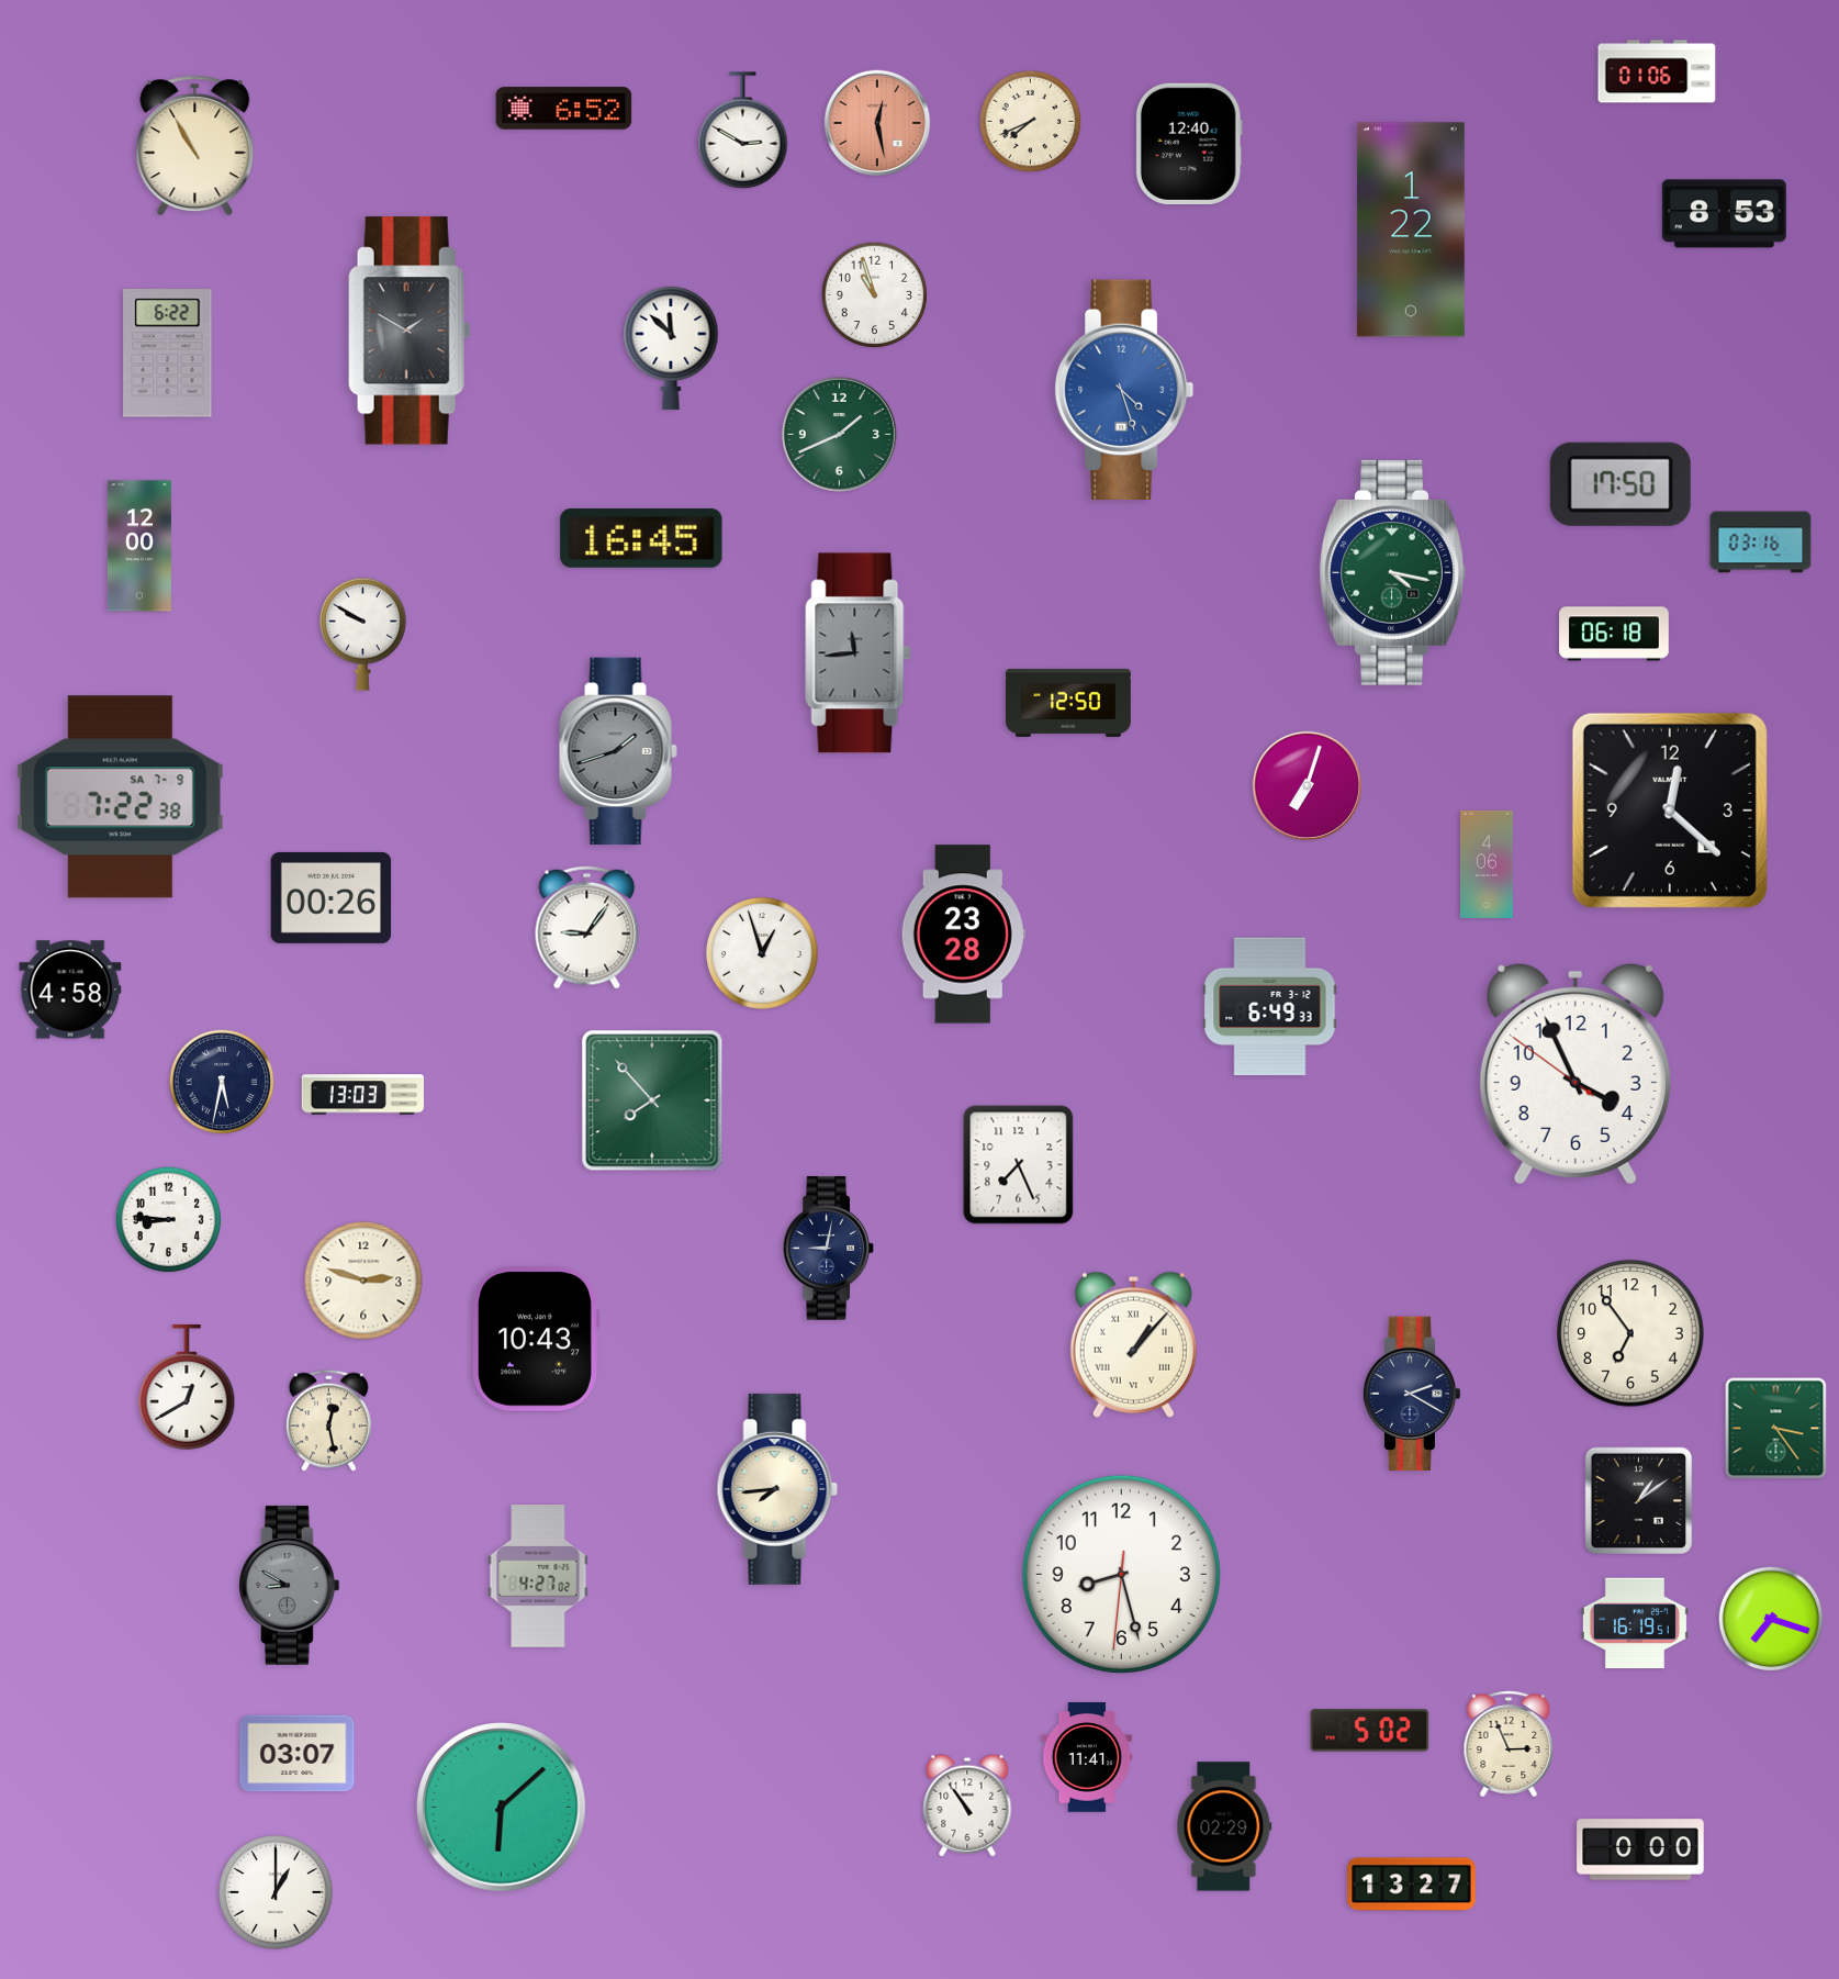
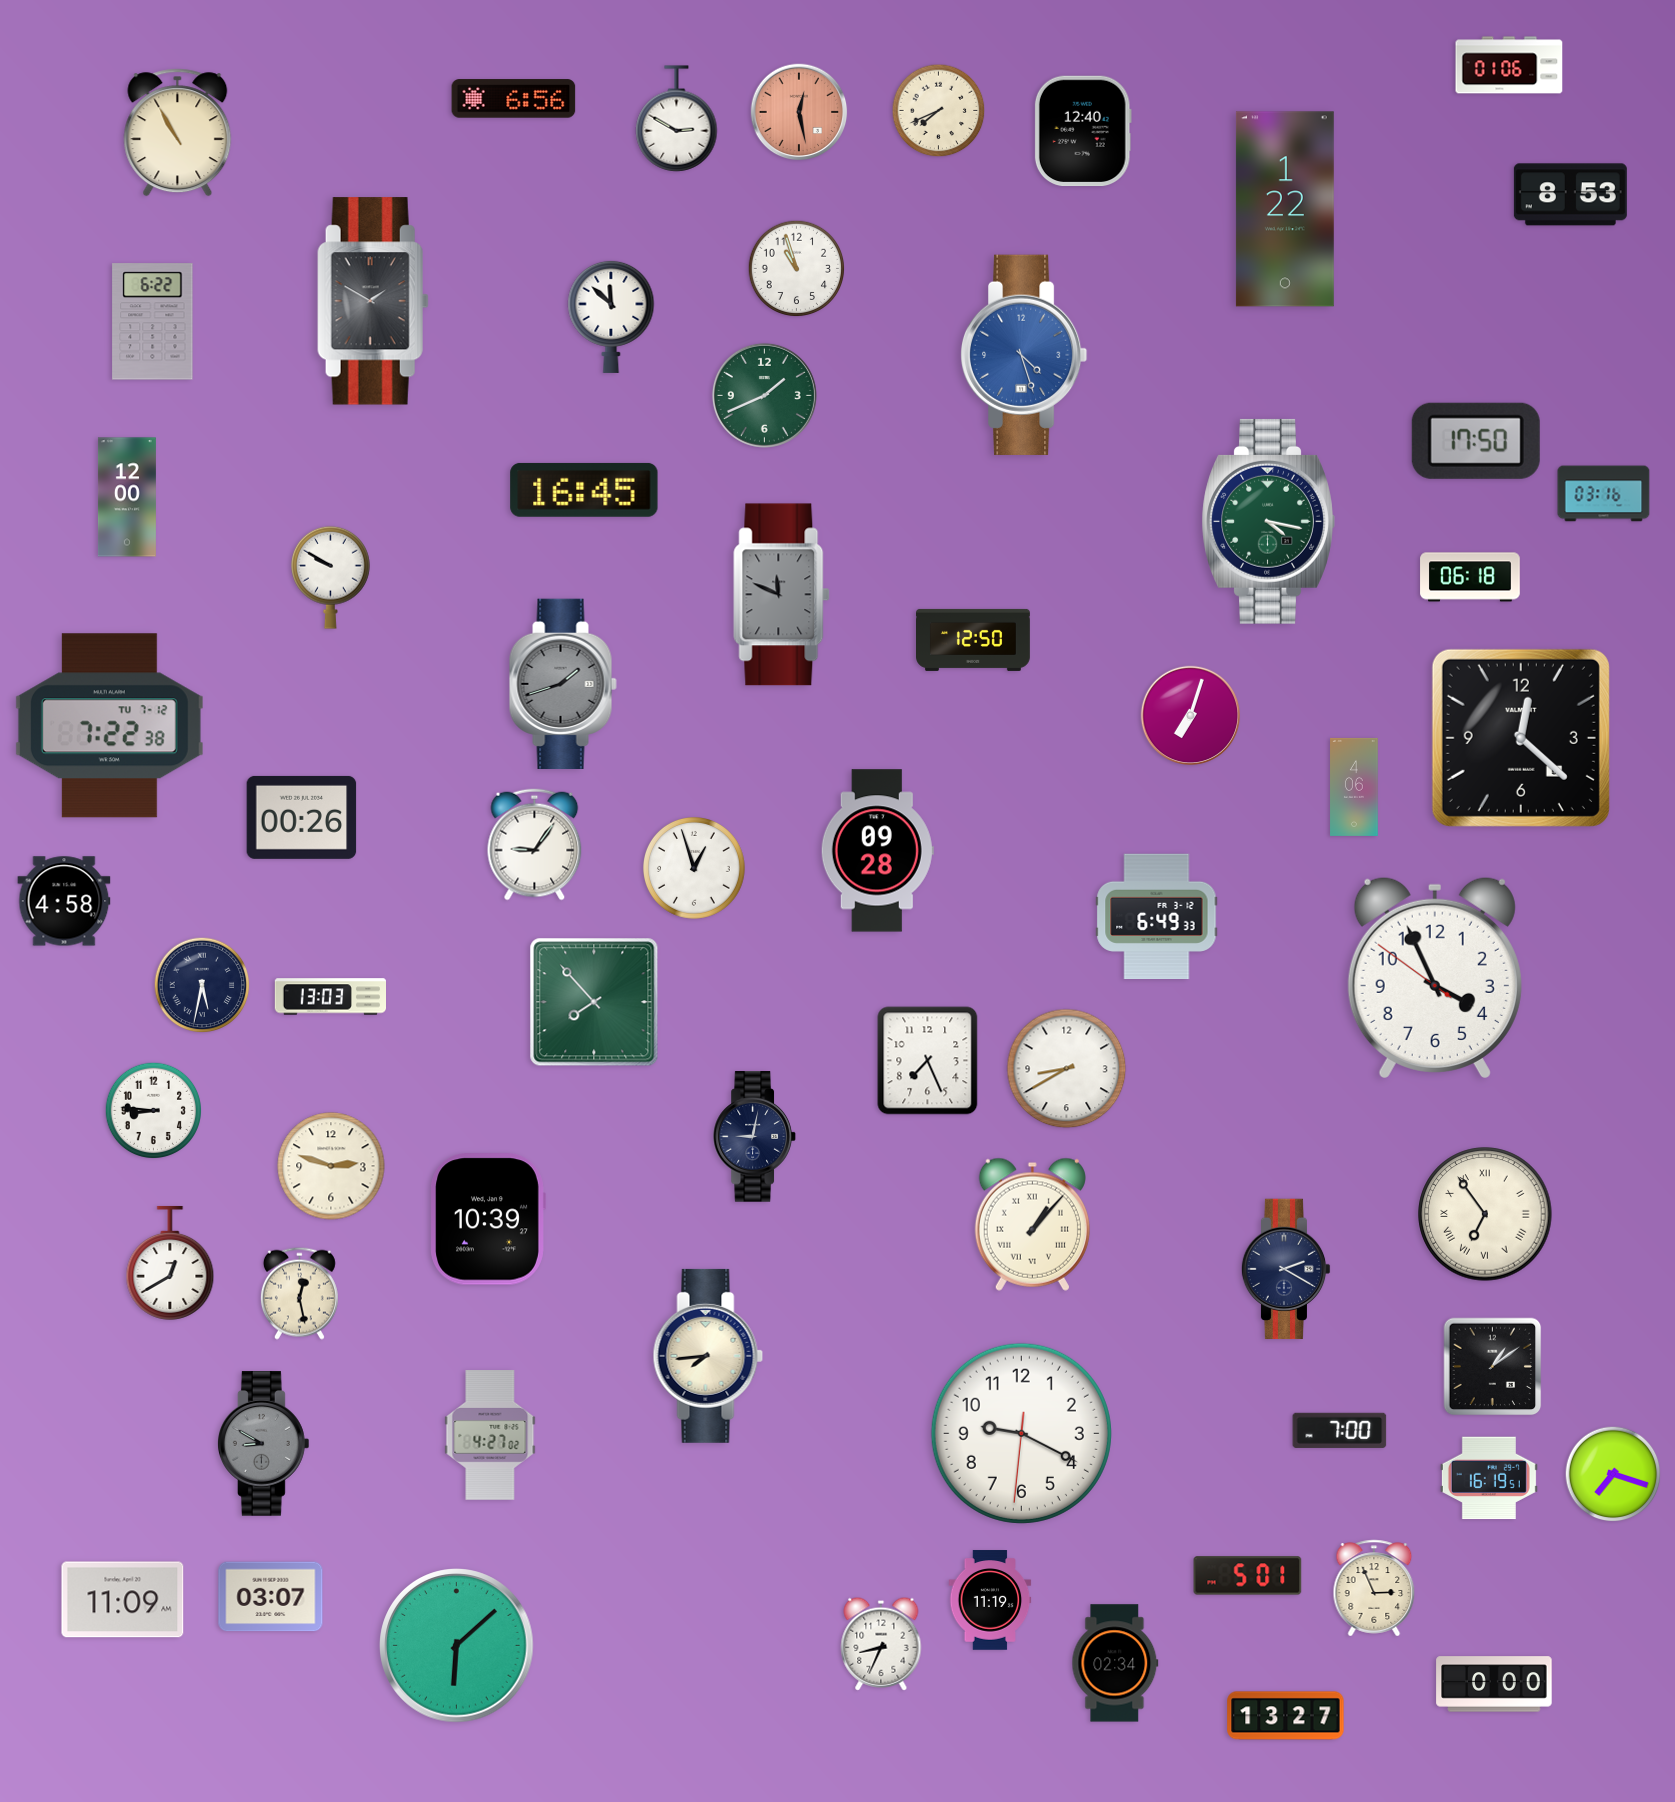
clock at (564, 109): 6:52 -> 6:56
clock at (859, 653): 11:44 -> 11:49
clock at (120, 797) date: SA 7-9 -> TU 7-12
clock at (963, 935): 23:28 -> 09:28
clock at (1067, 1069): none -> 8:40
clock at (1630, 1333) numerals: Arabic -> Roman
clock at (536, 1339): 10:43 -> 10:39
clock at (1776, 1429): 3:24 -> none
clock at (1340, 1430): none -> 7:00
clock at (1121, 1574): 8:27 -> 9:19
clock at (1370, 1731): 5:02 -> 5:01
clock at (123, 1600): none -> 11:09
clock at (1087, 1757): 11:41 -> 11:19
clock at (967, 1805): 10:54 -> 8:34
clock at (1224, 1826): 02:29 -> 02:34
clock at (276, 1892): 1:00 -> none
